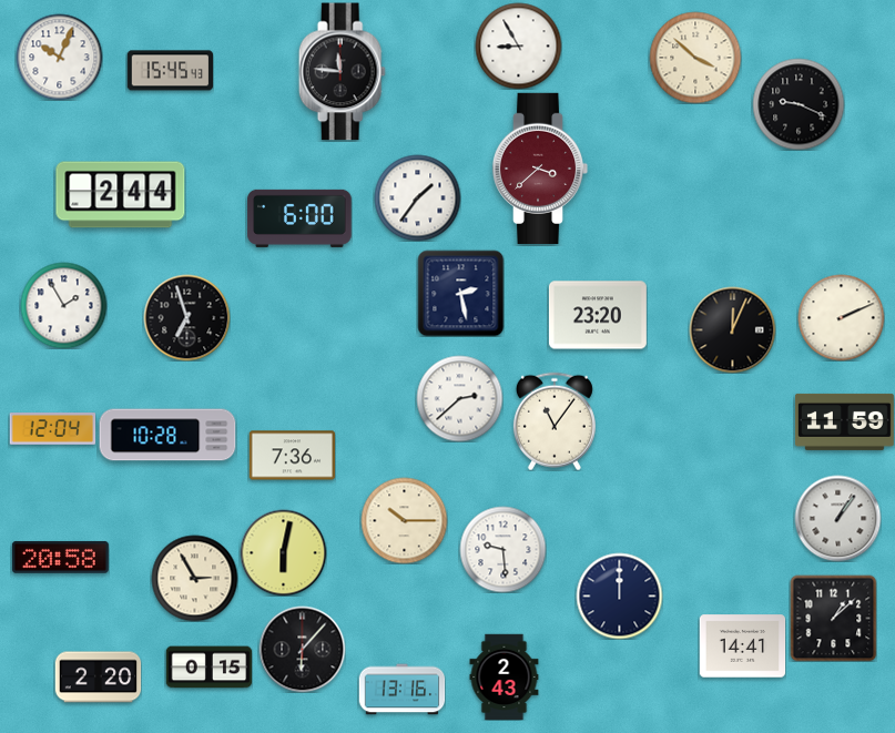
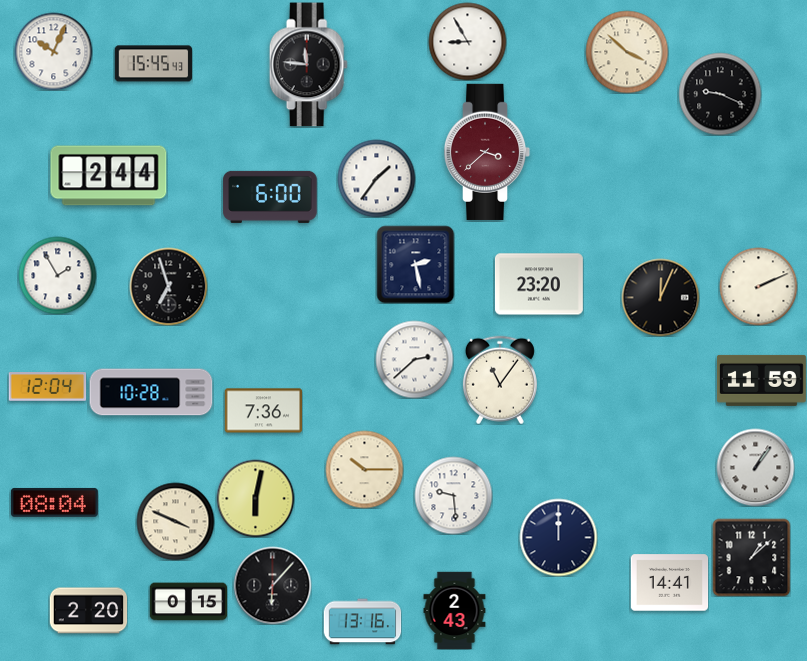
clock at (60, 557): 20:58 -> 08:04
clock at (194, 578): 2:55 -> 3:49
